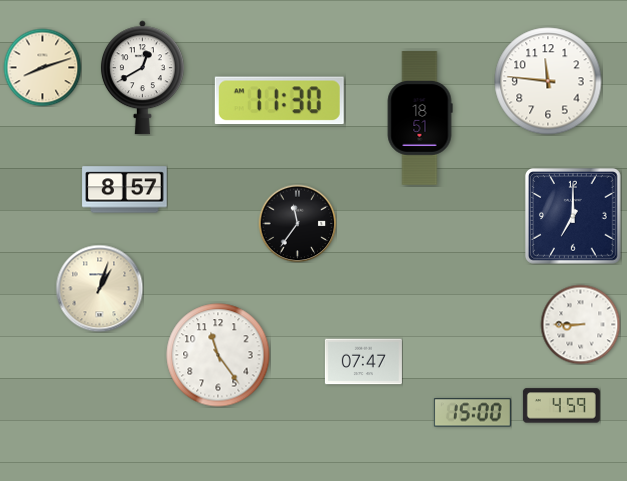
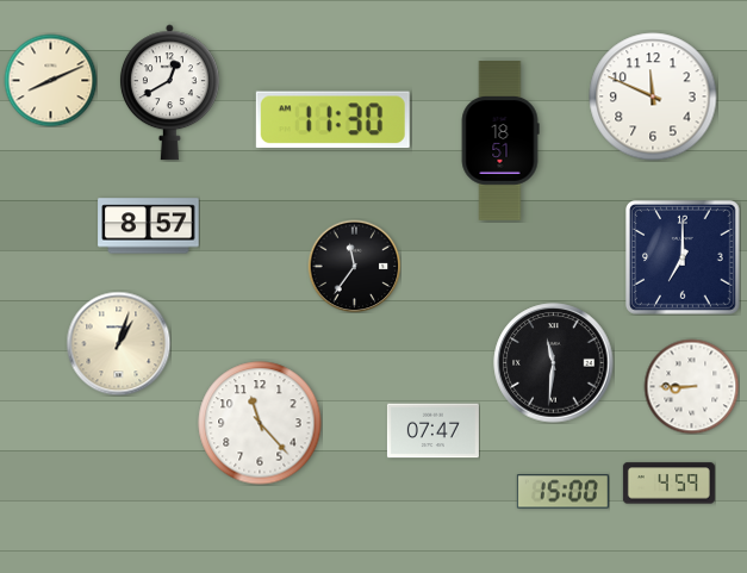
clock at (42, 67): 8:12 -> 8:11
clock at (548, 81): 11:46 -> 11:49
clock at (554, 363): none -> 11:31
clock at (218, 355): 11:24 -> 11:23
